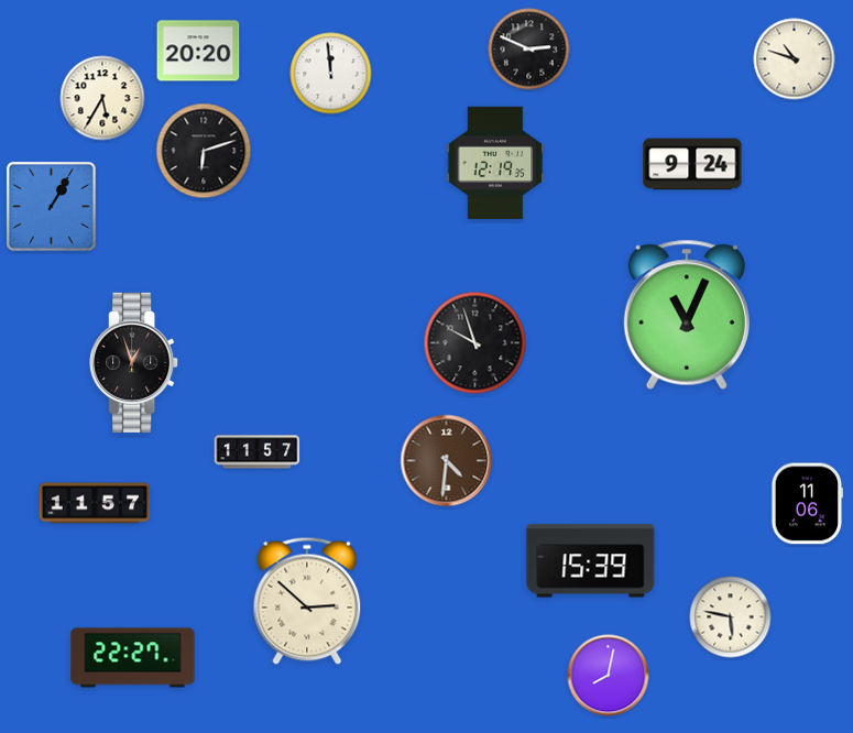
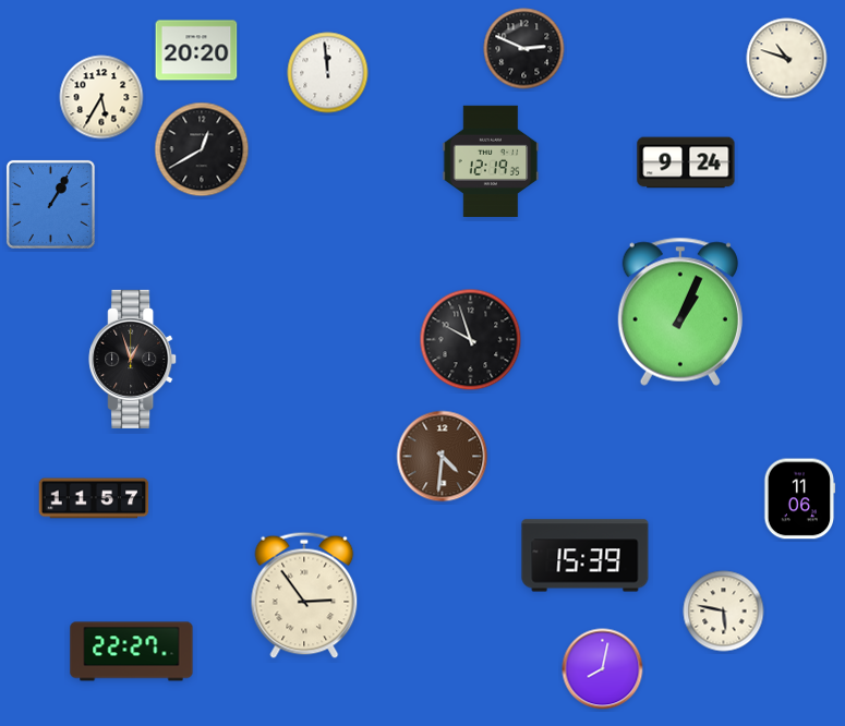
clock at (204, 151): 6:12 -> 12:40
clock at (687, 315): 11:04 -> 1:04
clock at (258, 452): 11:57 -> none
clock at (307, 601): 2:52 -> 2:54
